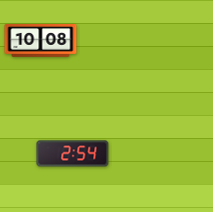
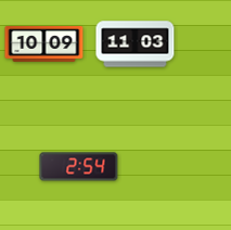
clock at (41, 41): 10:08 -> 10:09
clock at (136, 44): none -> 11:03
